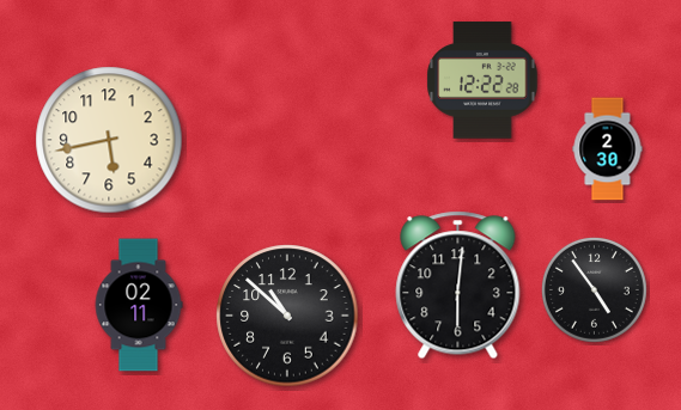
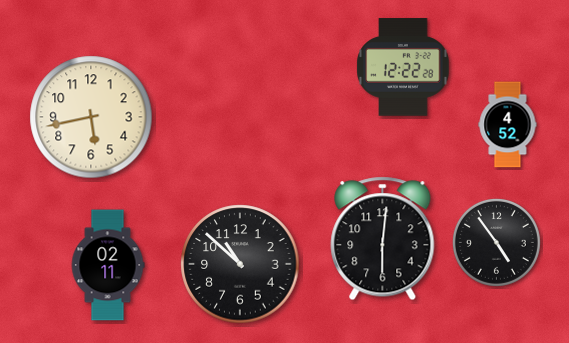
clock at (608, 149): 2:30 -> 4:52
clock at (139, 305) position: (139, 305) -> (108, 265)
